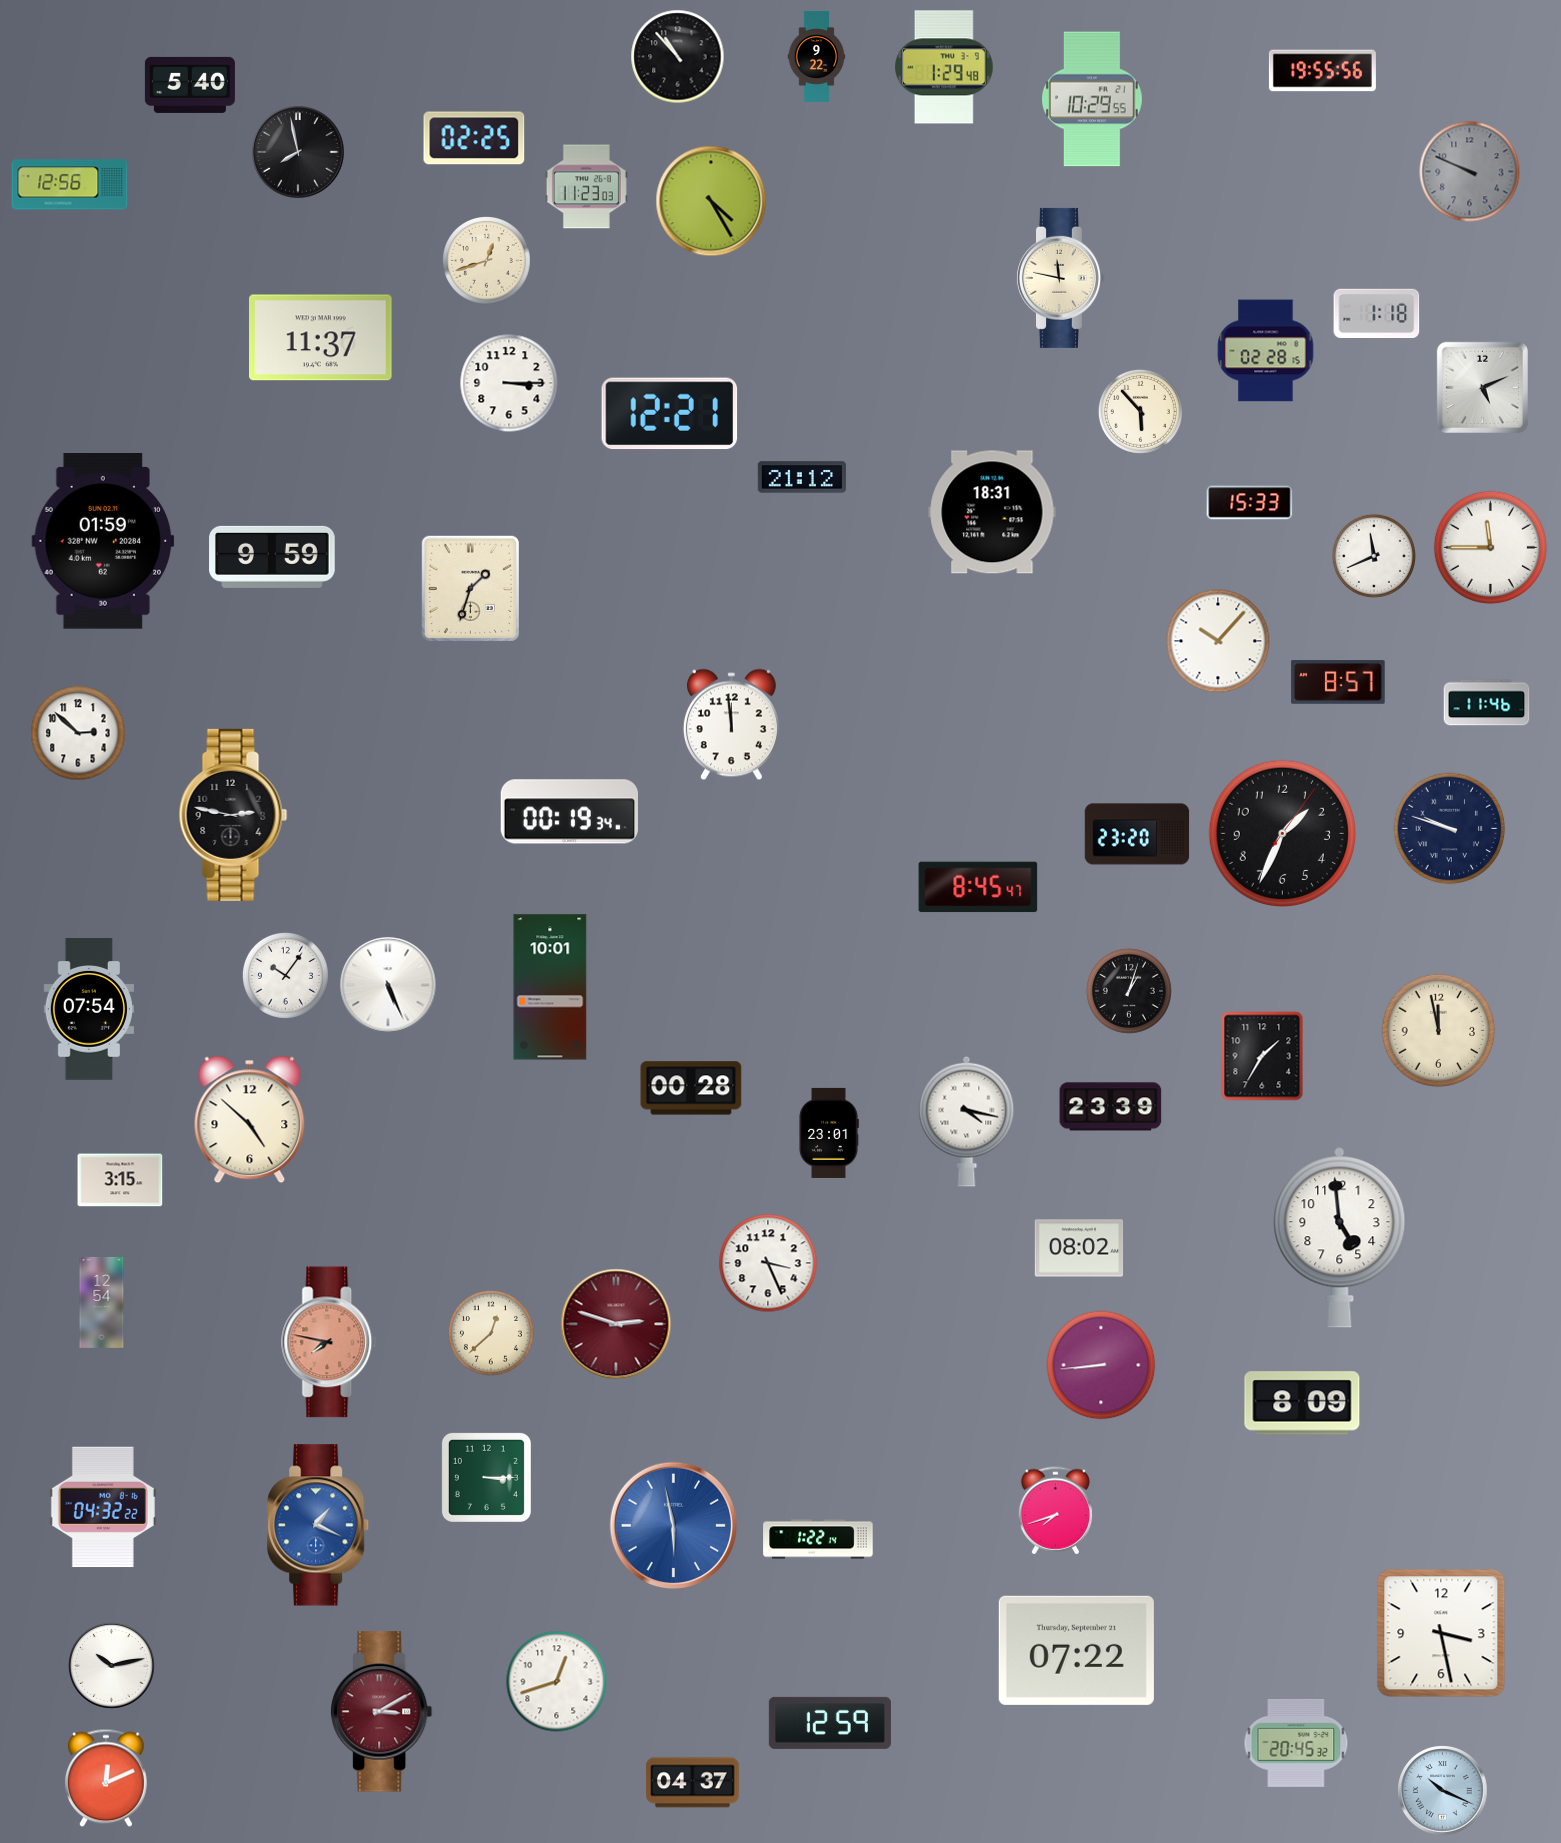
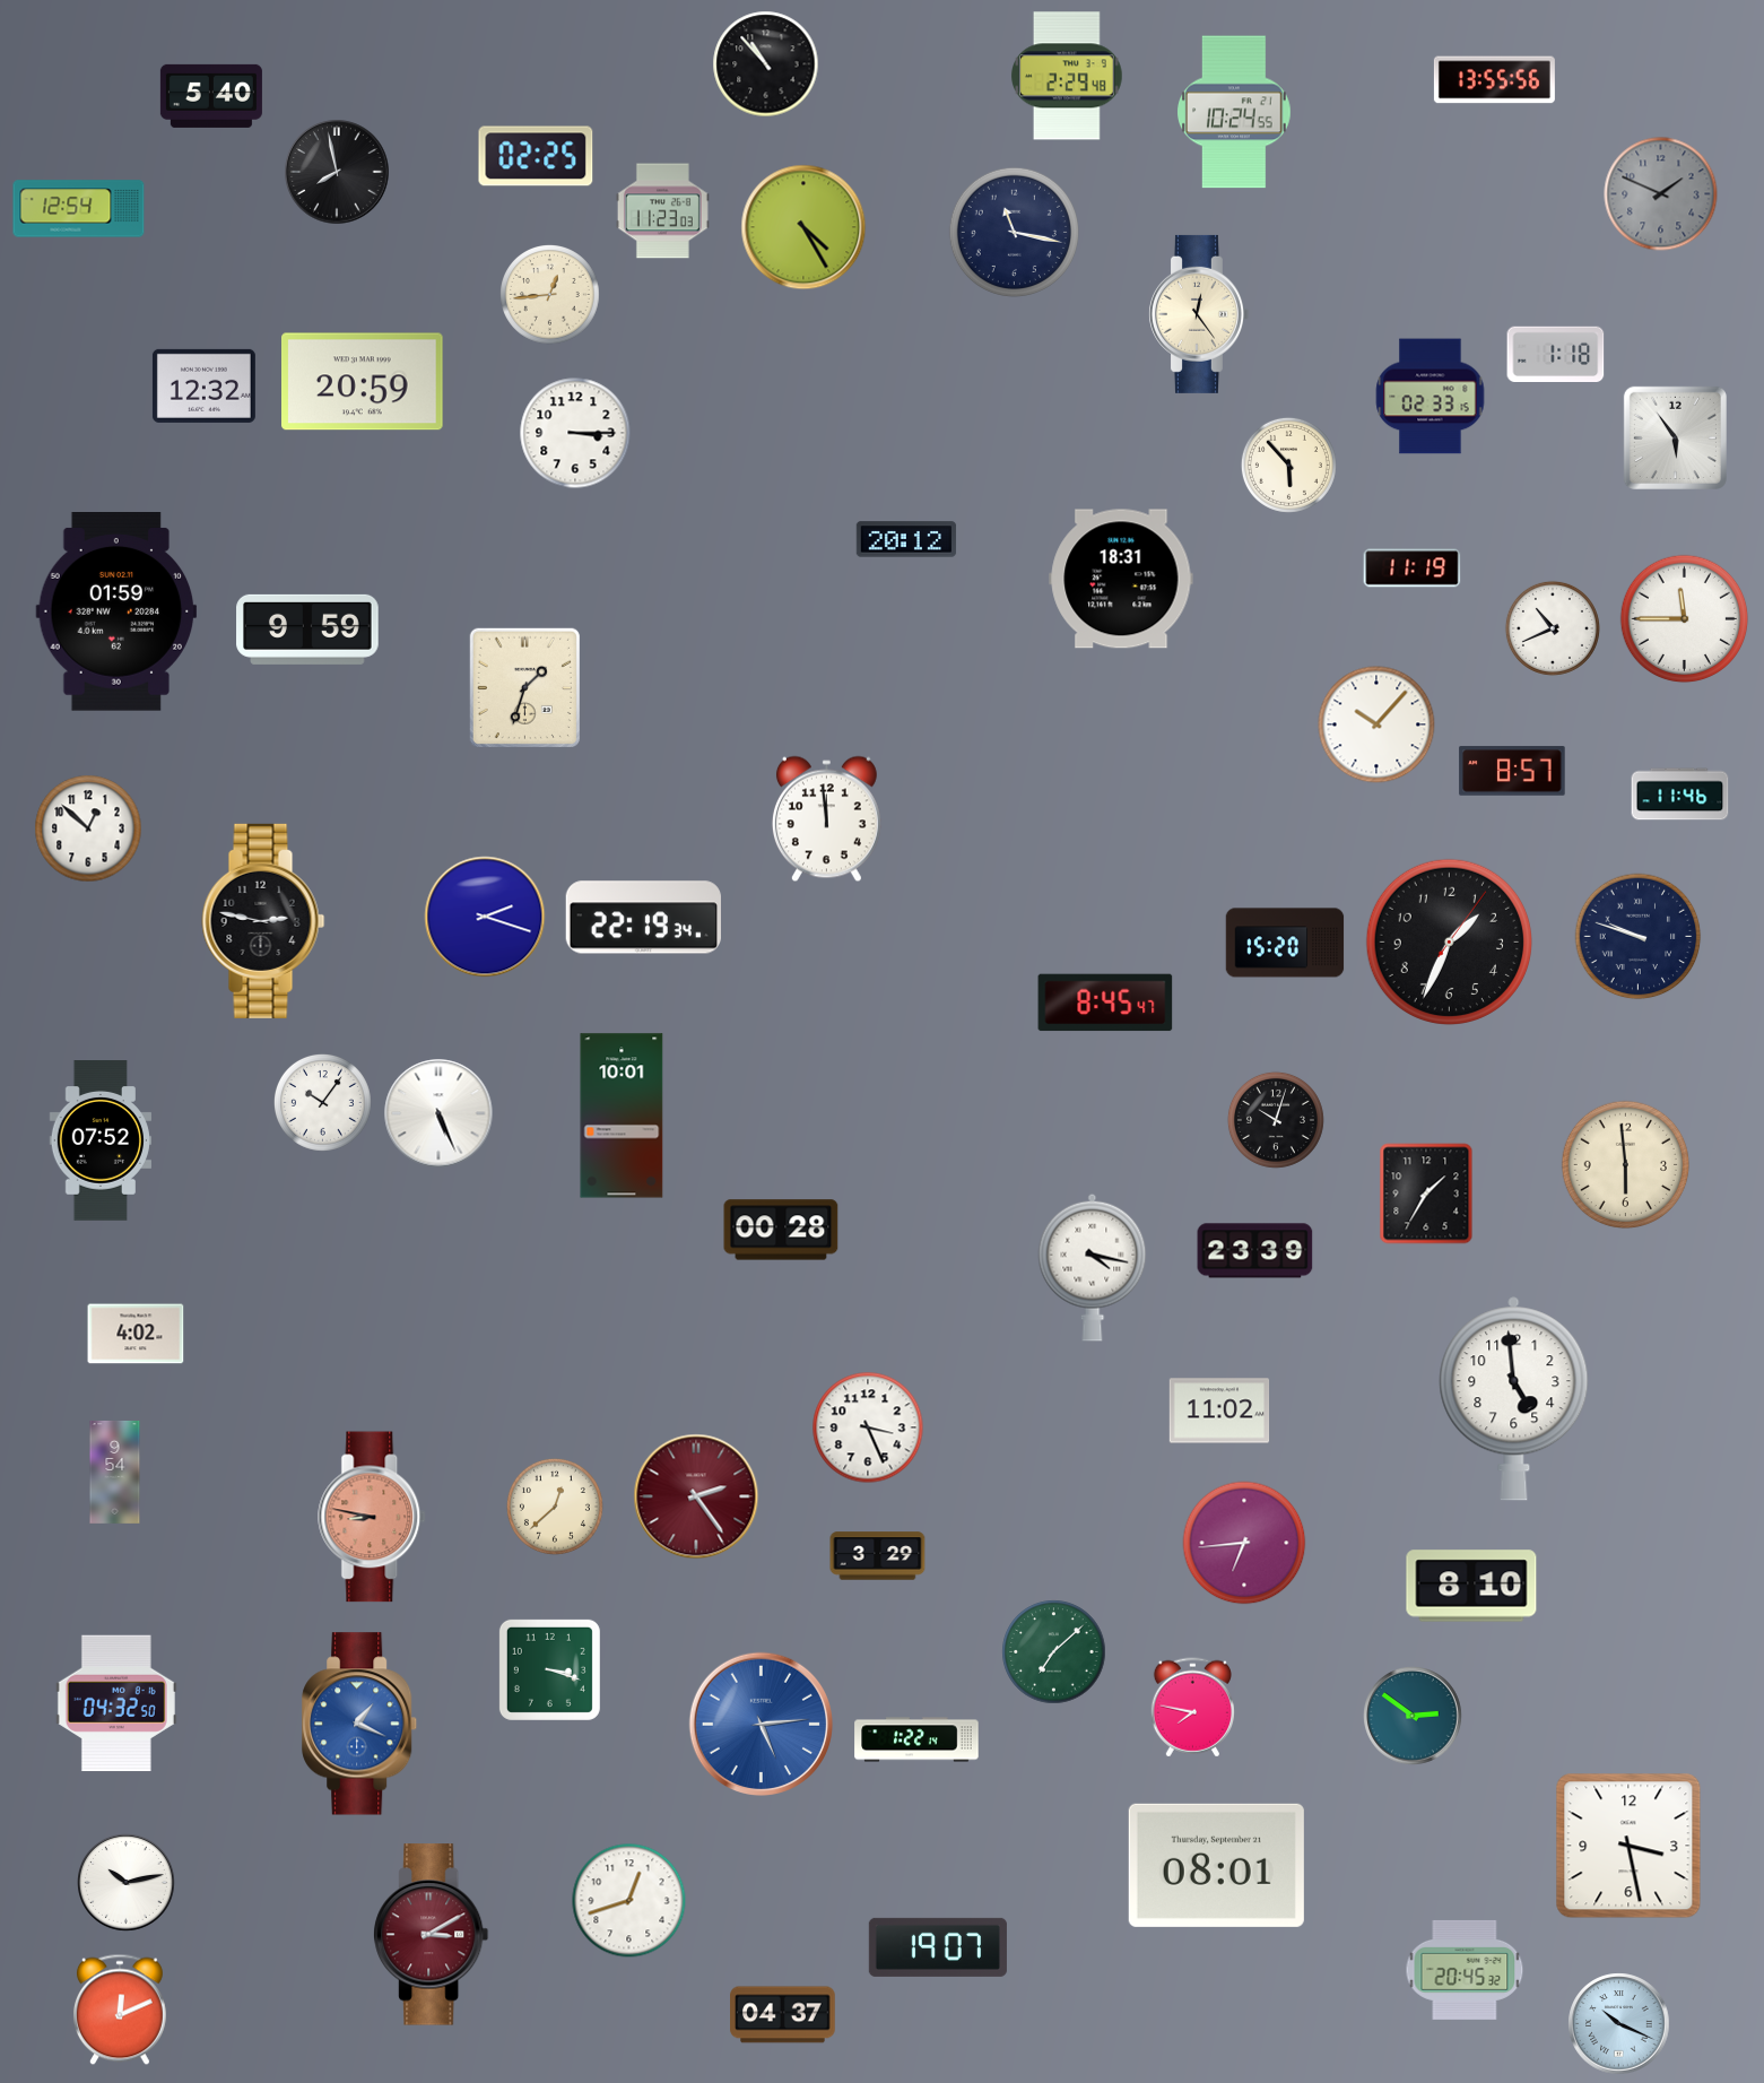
clock at (817, 56): 9:22 -> none
clock at (945, 67): 1:29 -> 2:29
clock at (1322, 71): 19:55 -> 13:55
clock at (190, 85) position: (190, 85) -> (211, 96)
clock at (1093, 99): 10:29 -> 10:24
clock at (1470, 172): 9:49 -> 1:49
clock at (70, 185): 12:56 -> 12:54
clock at (1014, 232): none -> 11:17
clock at (487, 261): 12:42 -> 12:44
clock at (1060, 278): 11:47 -> 12:24
clock at (321, 338): 11:37 -> 20:59
clock at (203, 385): none -> 12:32
clock at (1266, 351): 02:28 -> 02:33
clock at (1482, 387): 5:11 -> 5:54
clock at (670, 414): 12:21 -> none
clock at (802, 477): 21:12 -> 20:12
clock at (1250, 503): 15:33 -> 11:19
clock at (1374, 556): 11:41 -> 10:41
clock at (470, 588) position: (470, 588) -> (524, 687)
clock at (78, 733): 2:52 -> 12:52
clock at (485, 917): none -> 2:18
clock at (569, 812): 00:19 -> 22:19
clock at (1137, 834): 23:20 -> 15:20
clock at (1129, 991): 1:03 -> 10:03
clock at (88, 1009): 07:54 -> 07:52
clock at (1439, 1031): 11:58 -> 5:59
clock at (250, 1120): 4:52 -> none
clock at (829, 1133): 23:01 -> none
clock at (120, 1180): 3:15 -> 4:02
clock at (1079, 1248): 08:02 -> 11:02
clock at (102, 1302): 12:54 -> 9:54
clock at (616, 1324): 2:48 -> 2:24
clock at (330, 1342): 7:47 -> 8:47
clock at (1101, 1365): 8:44 -> 6:44
clock at (878, 1556): none -> 3:29
clock at (1302, 1403): 8:09 -> 8:10
clock at (1054, 1652): none -> 7:08
clock at (486, 1477): 3:15 -> 3:18
clock at (103, 1507): 04:32:22 -> 04:32:50
clock at (1055, 1511): 7:42 -> 7:47
clock at (1414, 1717): none -> 2:51
clock at (673, 1525): 5:58 -> 5:14
clock at (818, 1539) position: (818, 1539) -> (916, 1739)
clock at (1076, 1650): 07:22 -> 08:01
clock at (830, 1723): 12:59 -> 19:07
clock at (1443, 1791) position: (1443, 1791) -> (1619, 2024)
